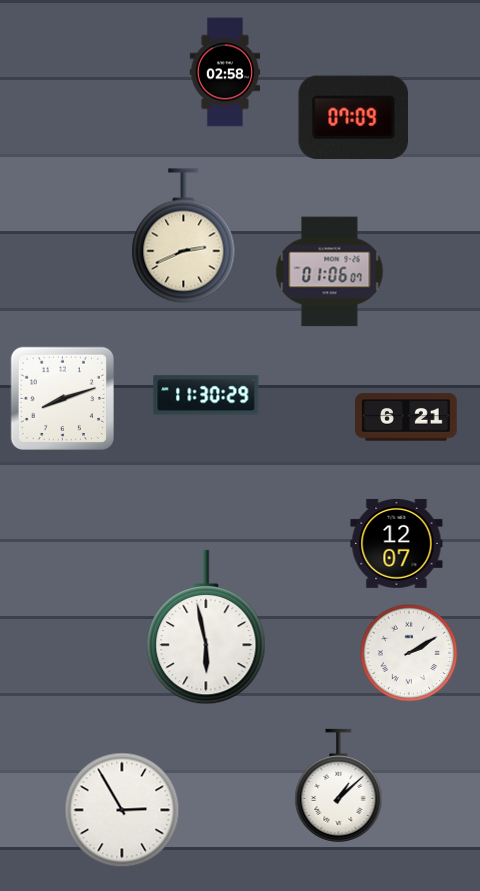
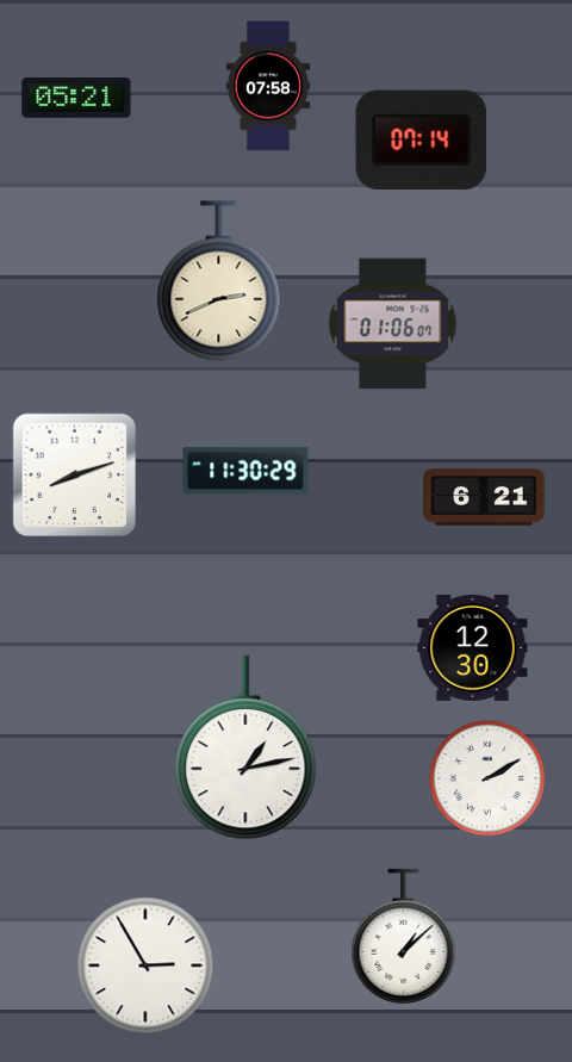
clock at (225, 72): 02:58 -> 07:58
clock at (76, 98): none -> 05:21
clock at (354, 117): 07:09 -> 07:14
clock at (397, 543): 12:07 -> 12:30
clock at (206, 627): 5:58 -> 1:13
